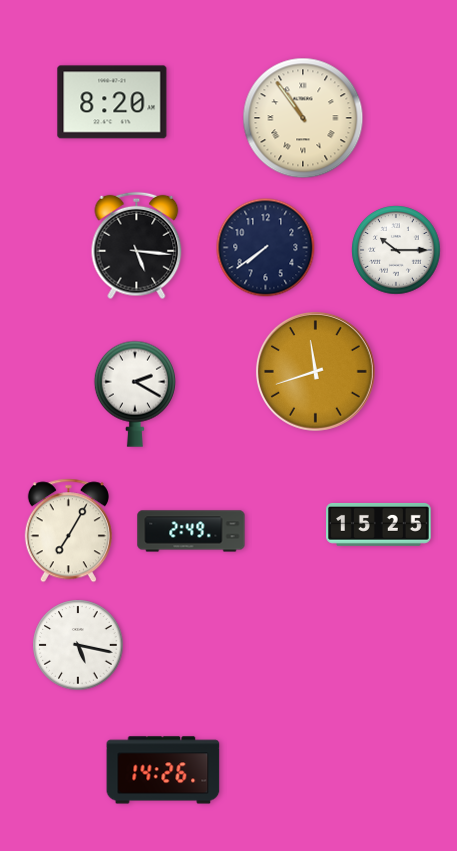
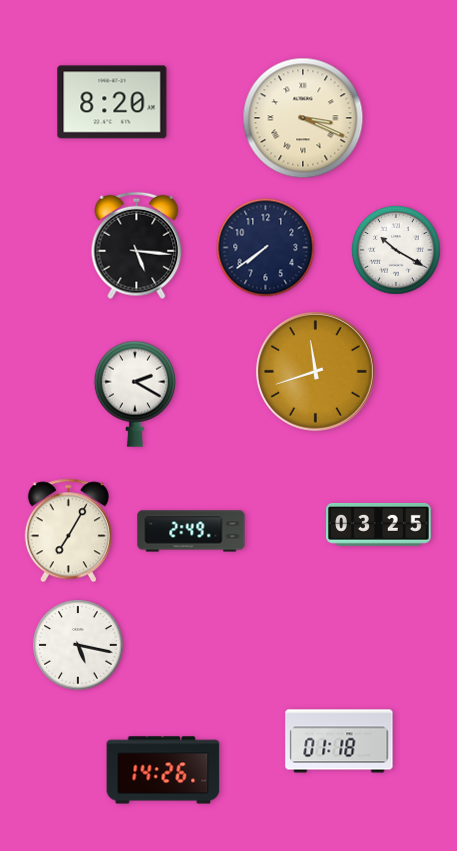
clock at (303, 118): 10:54 -> 3:19
clock at (396, 250): 10:15 -> 10:20
clock at (379, 524): 15:25 -> 03:25
clock at (339, 741): none -> 01:18
